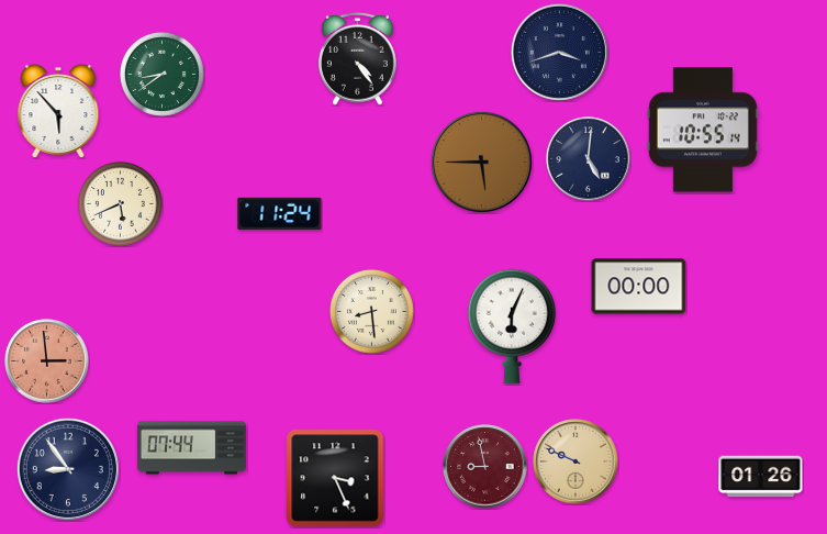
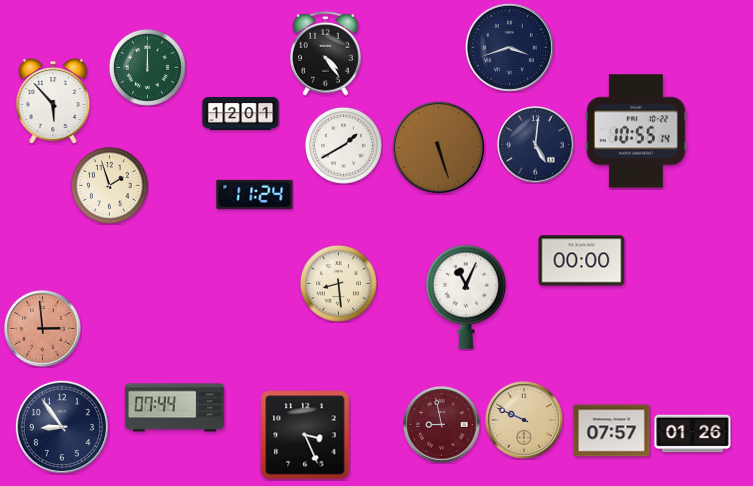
clock at (161, 74): 8:39 -> 12:00
clock at (241, 113): none -> 12:01
clock at (703, 130) position: (703, 130) -> (636, 131)
clock at (343, 145): none -> 1:40
clock at (481, 162): 5:45 -> 5:27
clock at (120, 203): 5:41 -> 1:57
clock at (512, 326): 6:04 -> 11:04
clock at (612, 431): none -> 07:57
